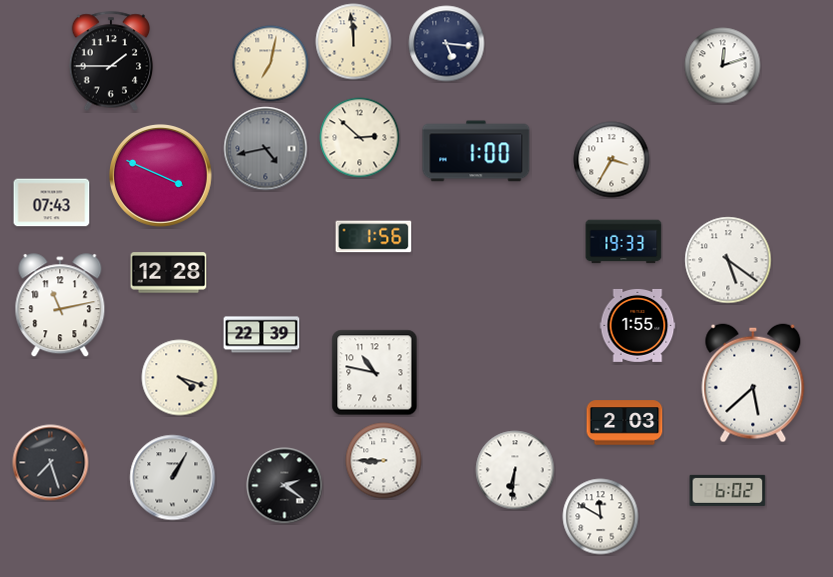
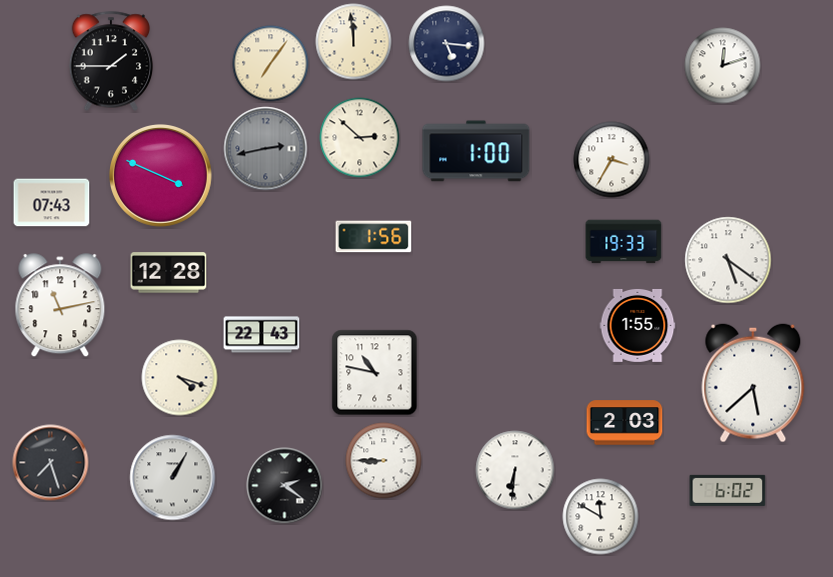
clock at (271, 64): 7:02 -> 7:06
clock at (266, 149): 4:43 -> 2:43
clock at (262, 335): 22:39 -> 22:43
